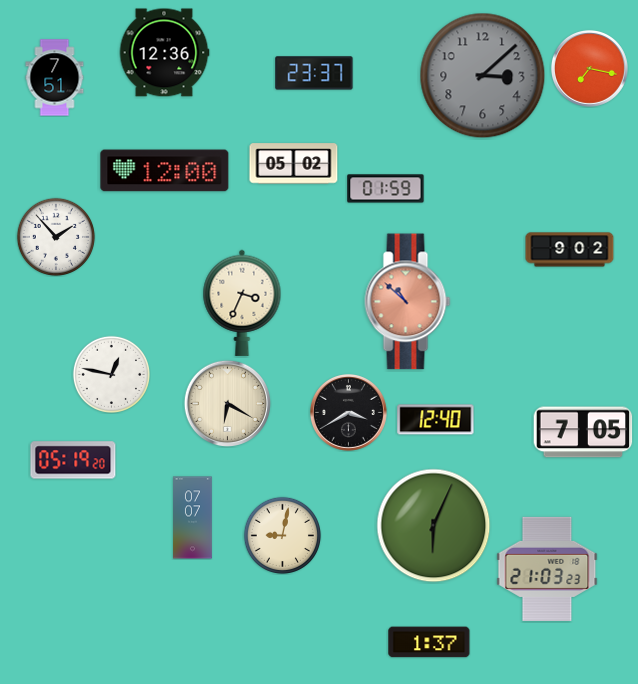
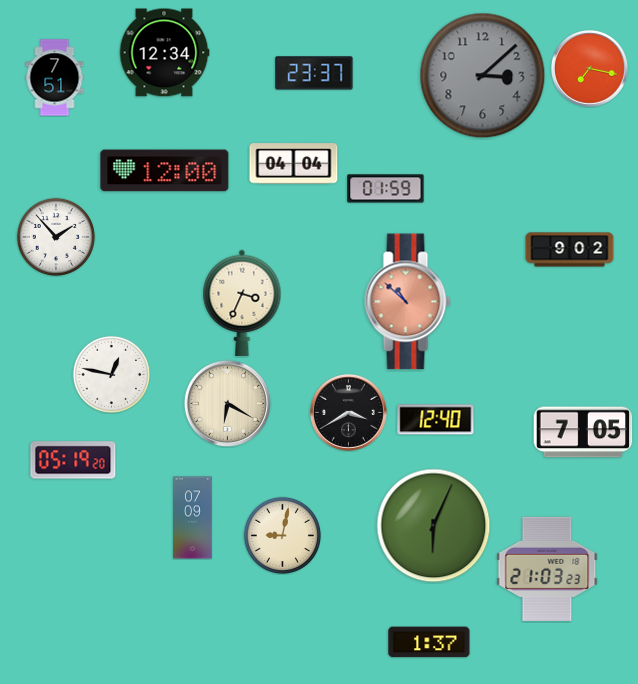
clock at (164, 53): 12:36 -> 12:34
clock at (294, 164): 05:02 -> 04:04
clock at (193, 518): 07:07 -> 07:09
